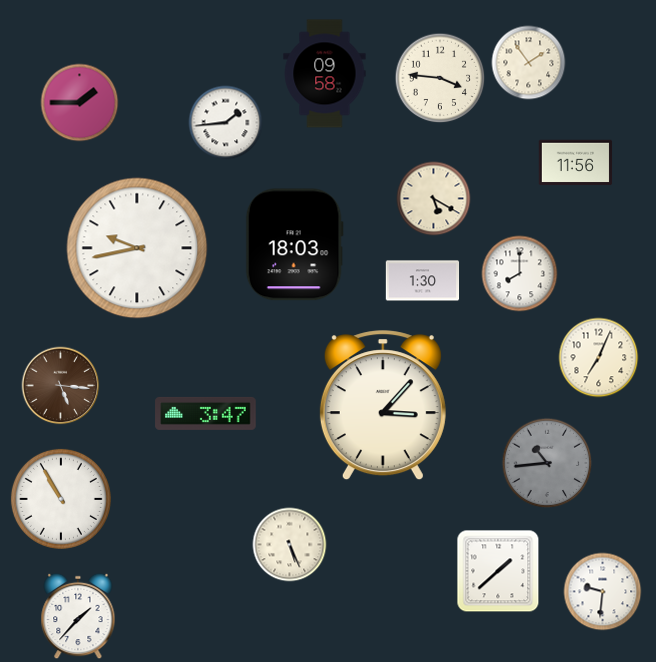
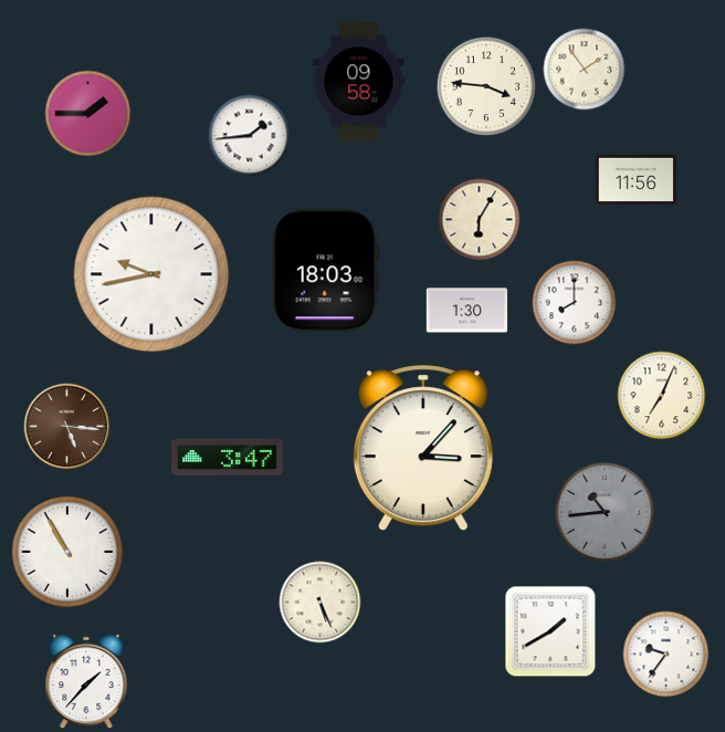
clock at (434, 199): 5:20 -> 6:05
clock at (498, 571): 1:38 -> 1:40
clock at (603, 592): 9:31 -> 9:36
